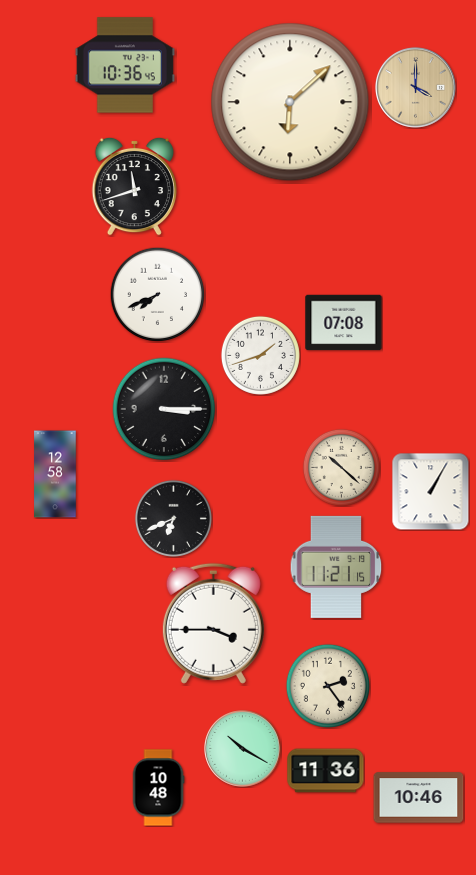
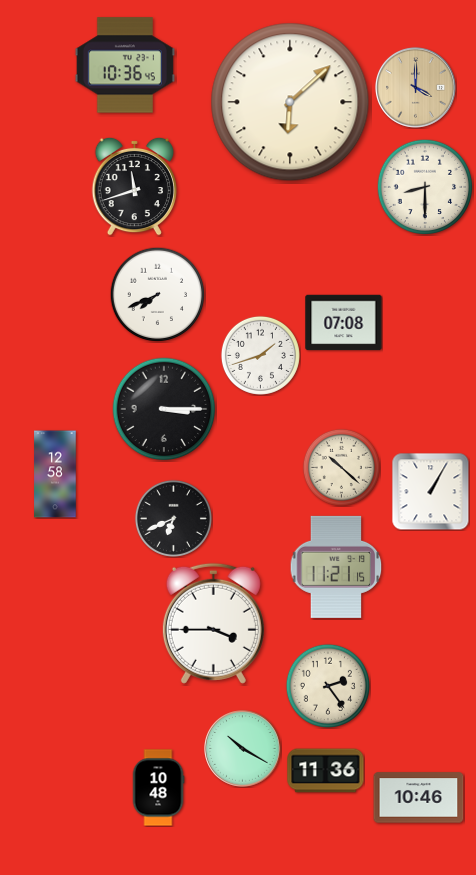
clock at (425, 187): none -> 8:30
